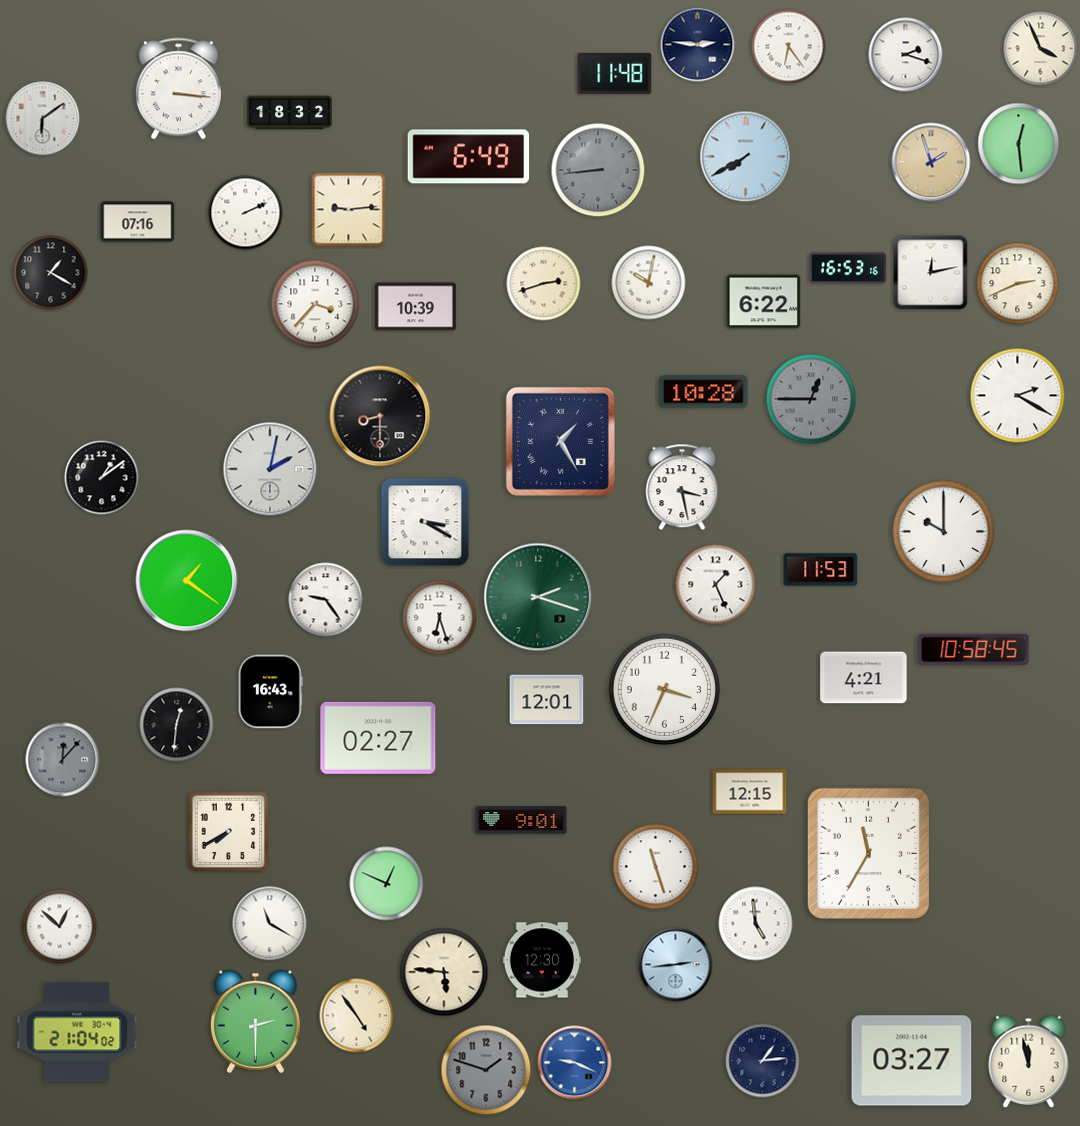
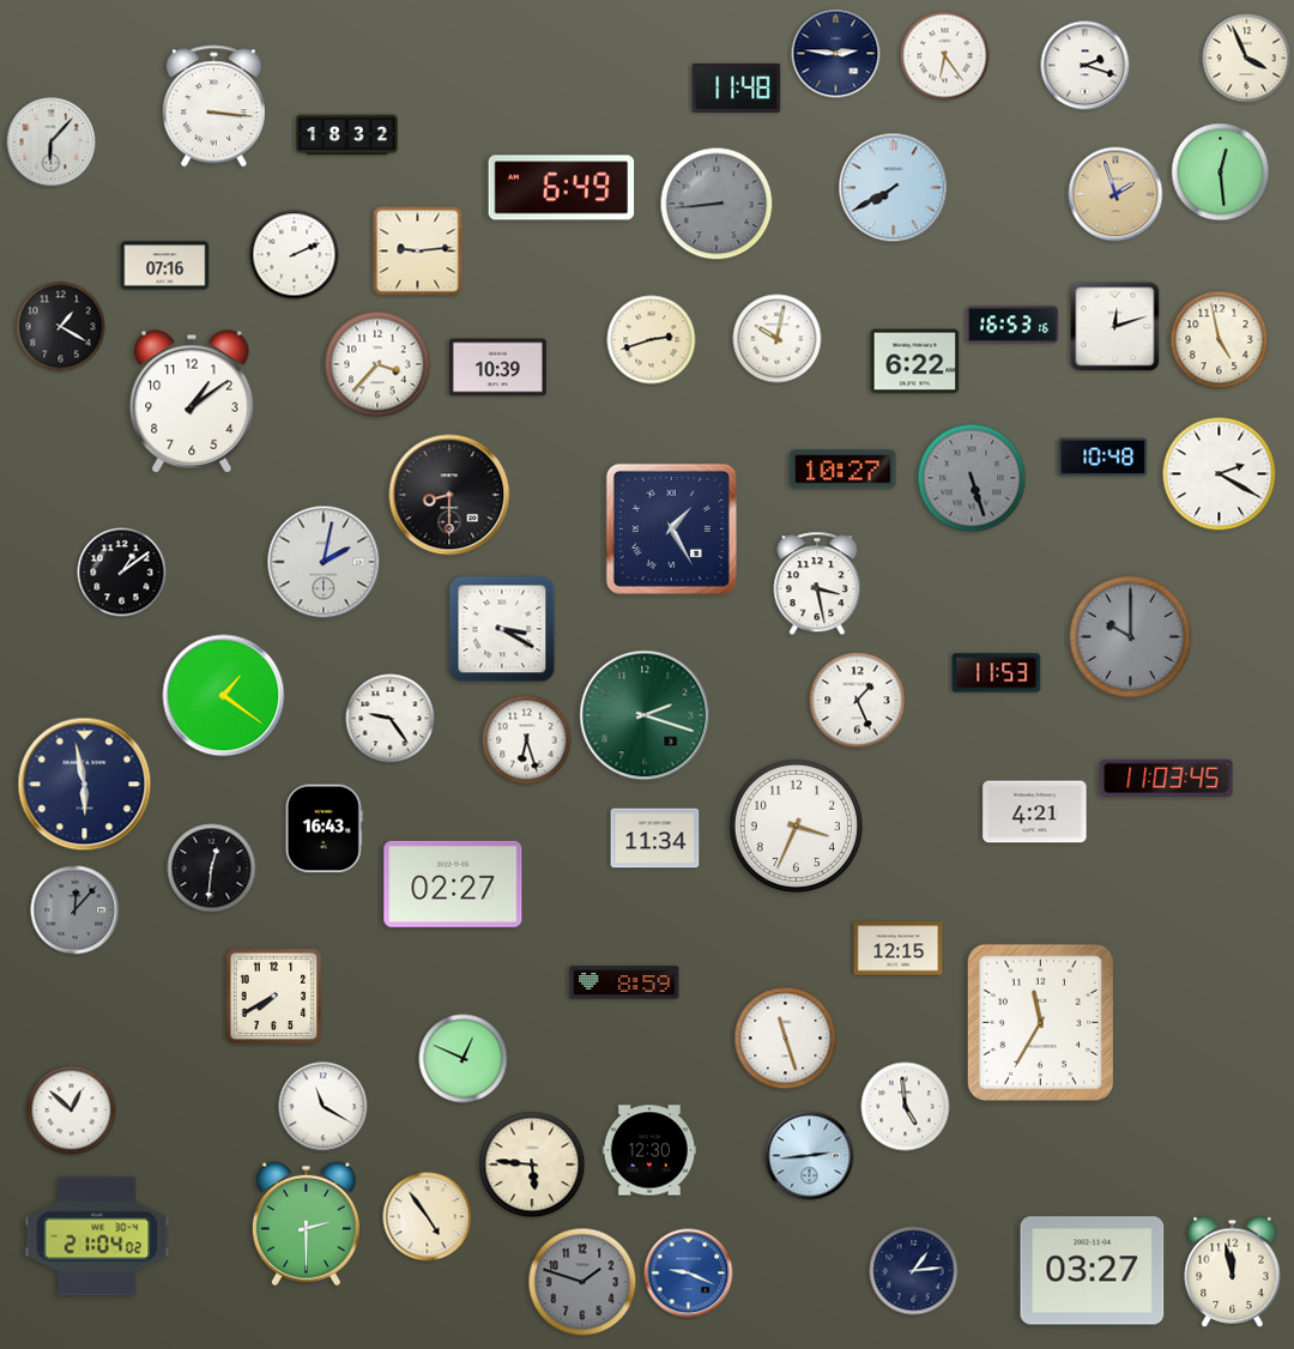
clock at (43, 119): 6:09 -> 6:07
clock at (848, 268) position: (848, 268) -> (1012, 325)
clock at (931, 273): 12:13 -> 12:12
clock at (1018, 284): 2:41 -> 4:58
clock at (192, 401): none -> 1:09
clock at (1103, 458): none -> 10:48
clock at (704, 392): 10:28 -> 10:27
clock at (811, 399): 12:45 -> 5:27
clock at (380, 416) position: (380, 416) -> (449, 495)
clock at (425, 522) position: (425, 522) -> (502, 629)
clock at (944, 532) dial: white -> grey
clock at (821, 570) position: (821, 570) -> (997, 673)
clock at (974, 650): 10:58 -> 11:03
clock at (85, 785): none -> 5:58
clock at (547, 700): 12:01 -> 11:34
clock at (521, 820): 9:01 -> 8:59
clock at (77, 1032) position: (77, 1032) -> (97, 1236)
